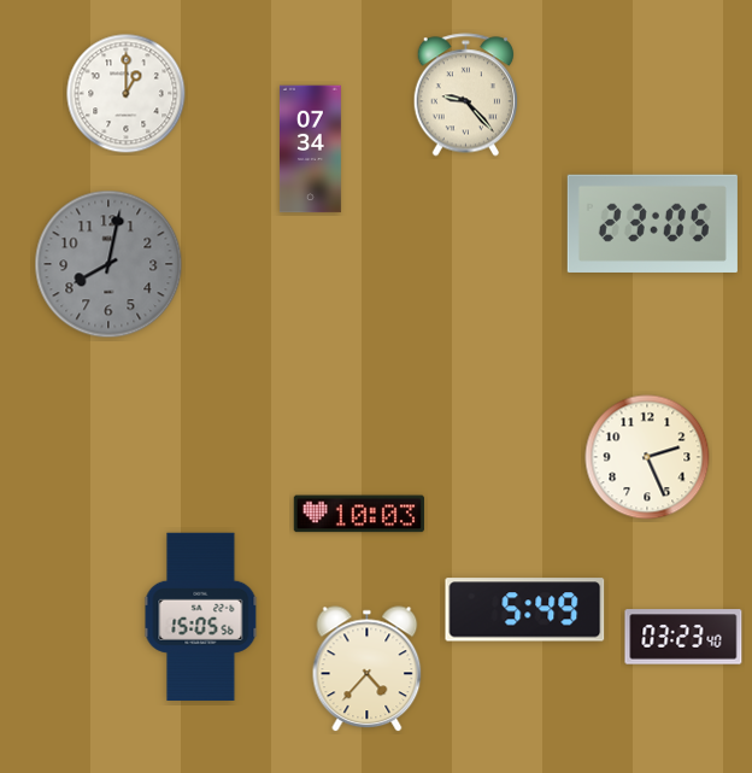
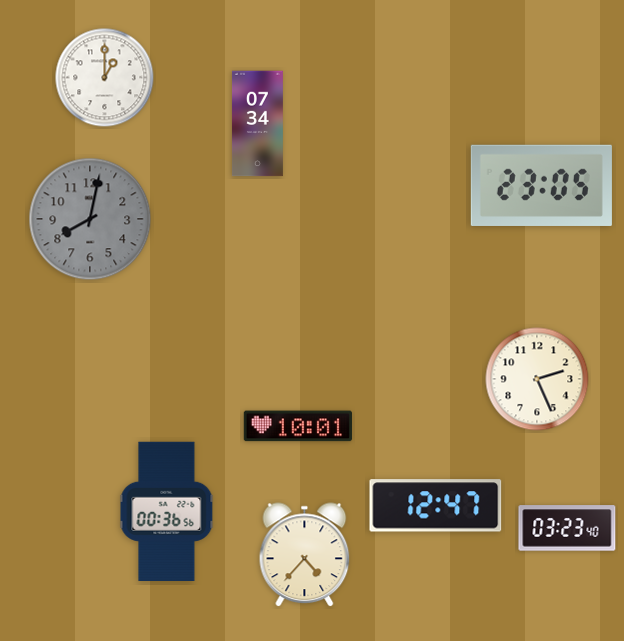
clock at (465, 95): 9:23 -> none
clock at (359, 514): 10:03 -> 10:01
clock at (525, 610): 5:49 -> 12:47
clock at (201, 616): 15:05 -> 00:36
